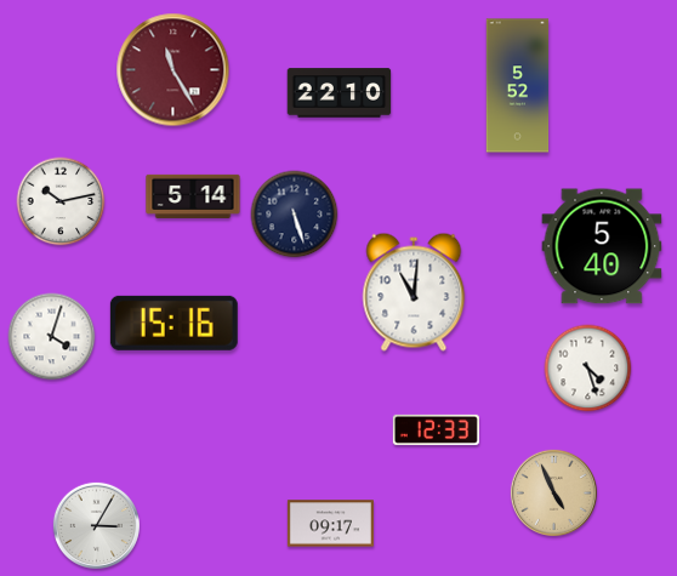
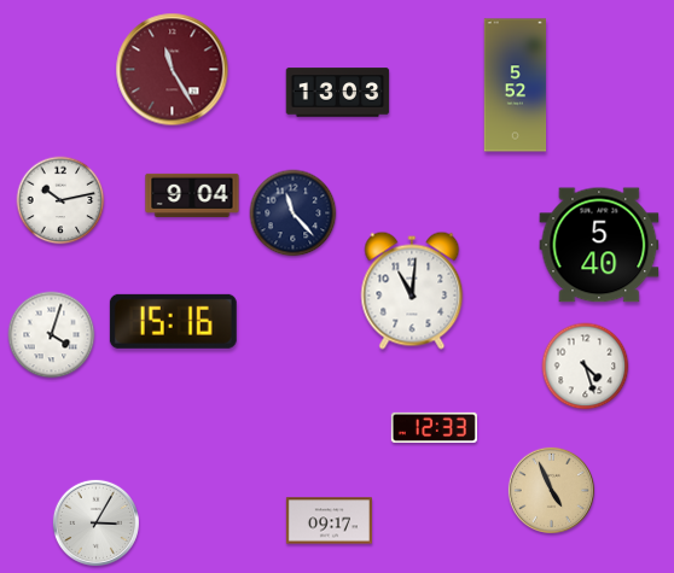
clock at (340, 93): 22:10 -> 13:03
clock at (193, 195): 5:14 -> 9:04
clock at (295, 215): 5:27 -> 11:23
